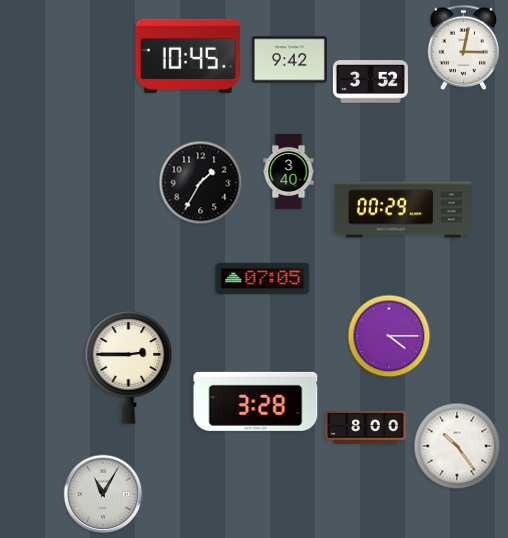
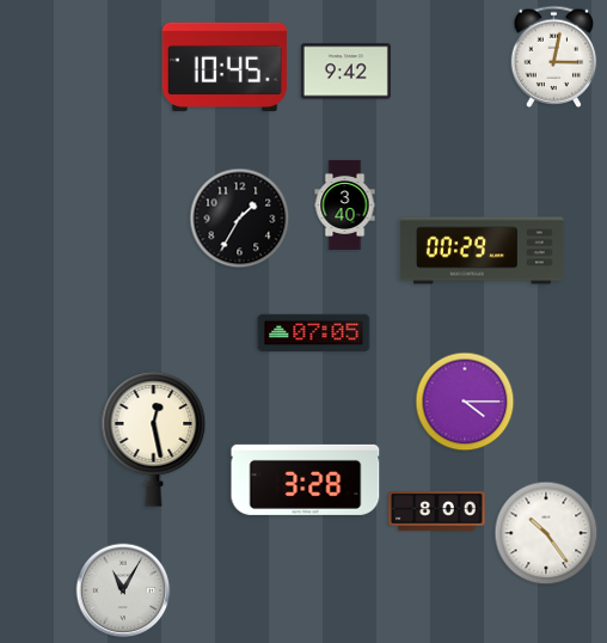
clock at (370, 82): 3:52 -> none
clock at (129, 368): 2:45 -> 12:28
